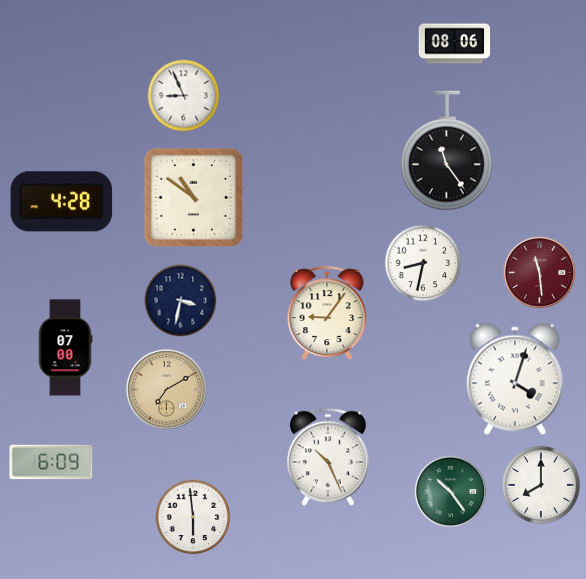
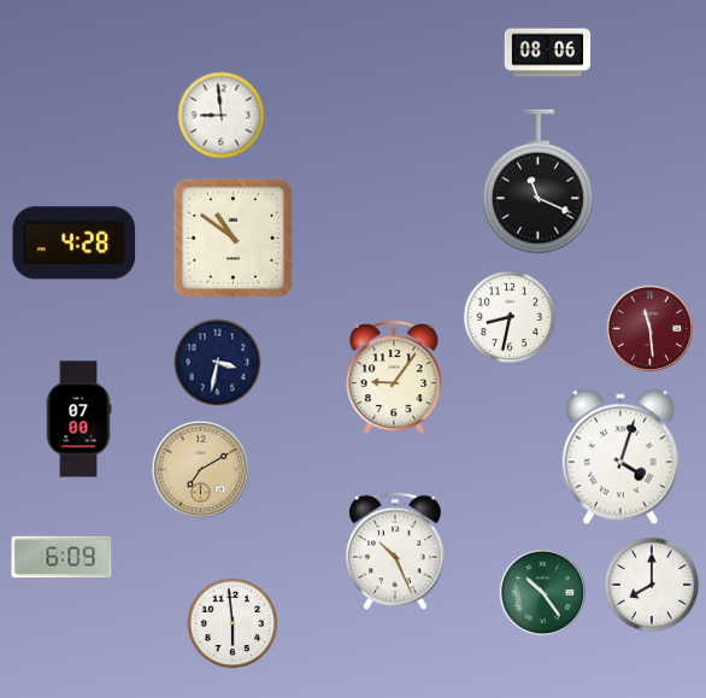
clock at (184, 96): 8:56 -> 8:59
clock at (446, 151): 11:24 -> 11:19
